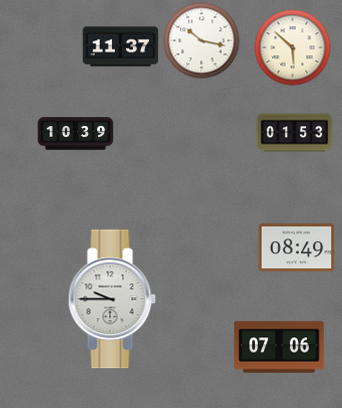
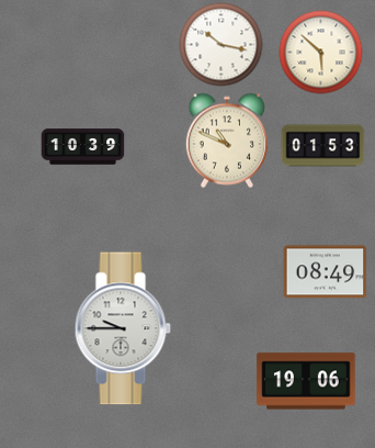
clock at (121, 47): 11:37 -> none
clock at (226, 141): none -> 10:49
clock at (279, 347): 07:06 -> 19:06
